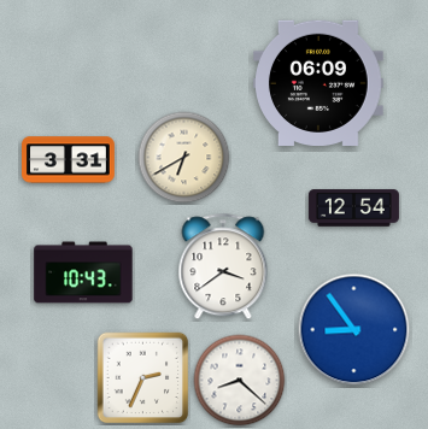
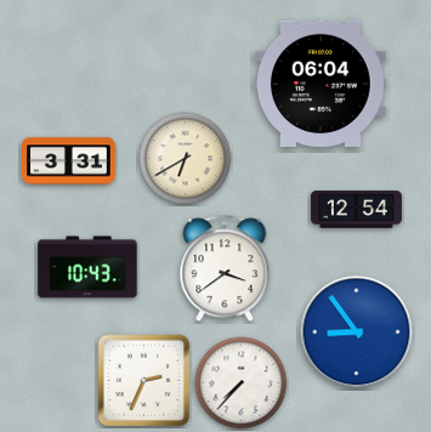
clock at (319, 82): 06:09 -> 06:04
clock at (83, 272) position: (83, 272) -> (87, 267)
clock at (240, 381): 8:22 -> 7:37
